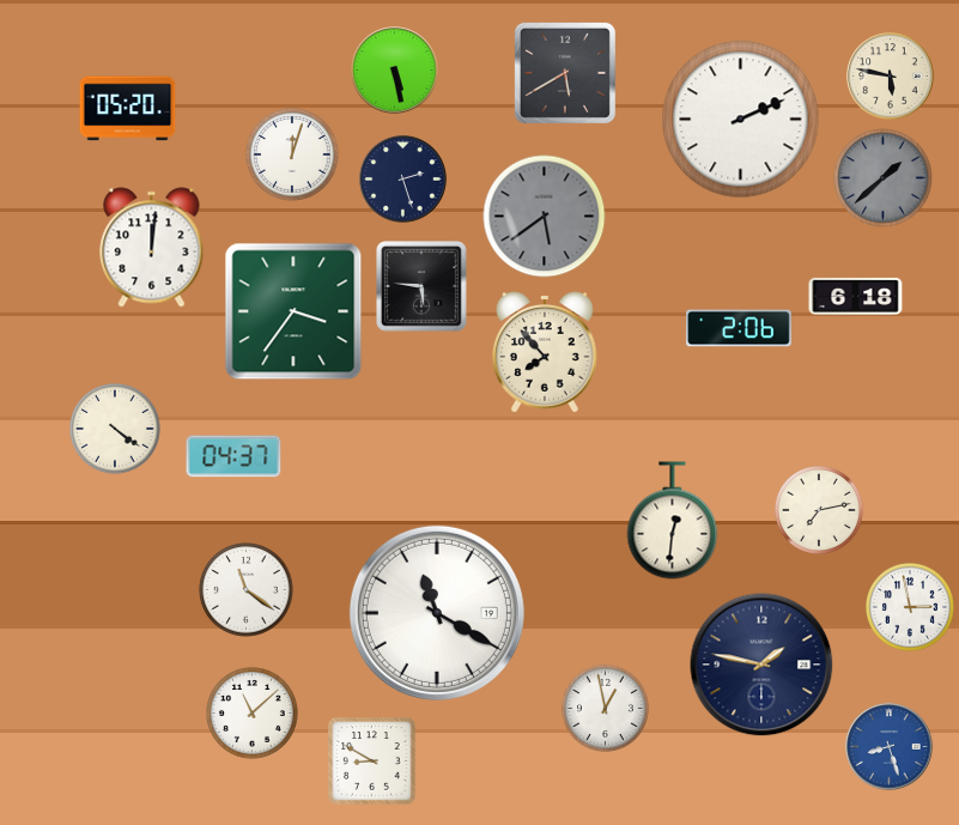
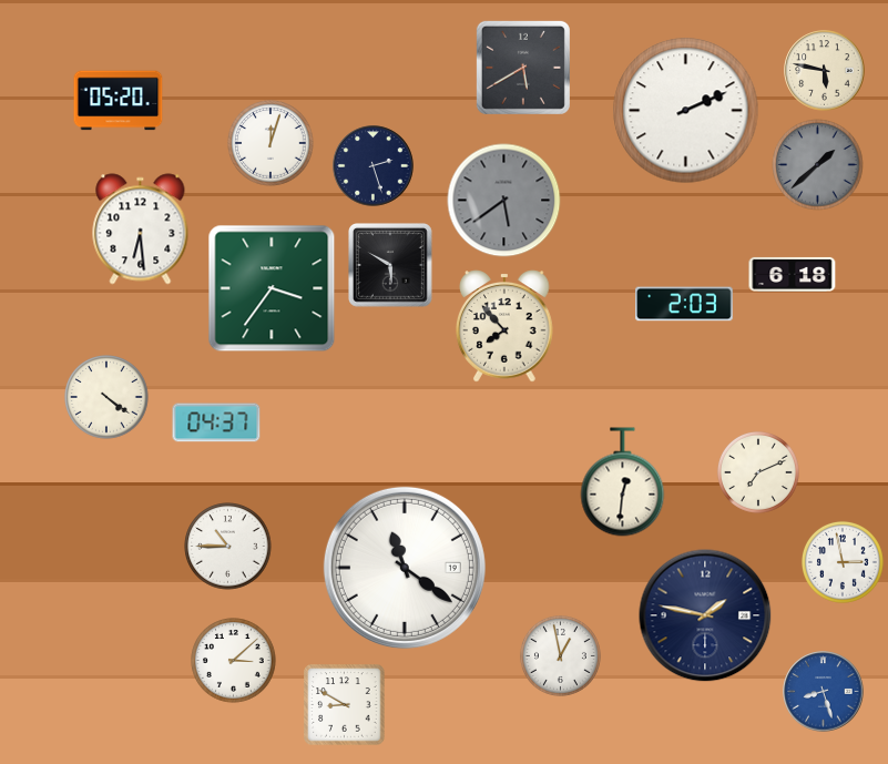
clock at (395, 71): 5:28 -> none
clock at (152, 248): 12:01 -> 6:29
clock at (423, 287): 5:46 -> 5:50
clock at (740, 328): 2:06 -> 2:03
clock at (819, 510): 7:13 -> 7:11
clock at (247, 590): 11:21 -> 10:45
clock at (437, 613): 11:20 -> 11:21
clock at (253, 714): 11:08 -> 3:08
